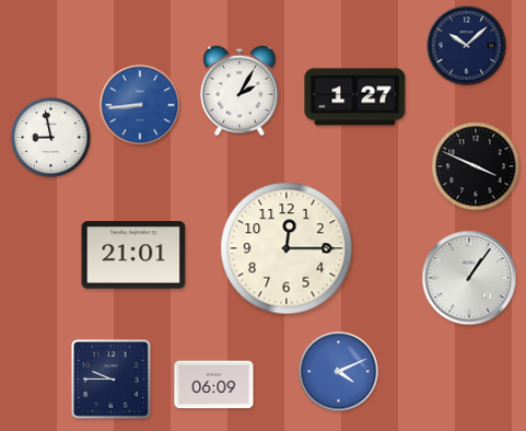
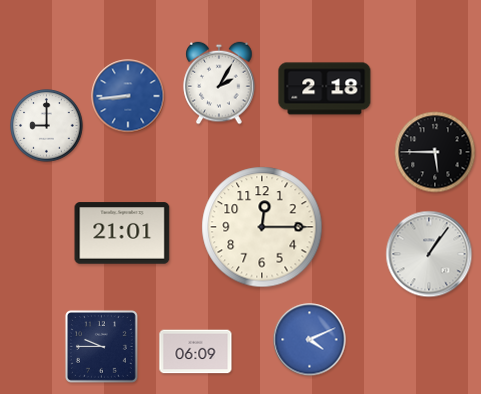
clock at (467, 46): 10:08 -> none
clock at (355, 97): 1:27 -> 2:18
clock at (51, 138): 8:58 -> 9:00
clock at (476, 166): 3:49 -> 5:45
